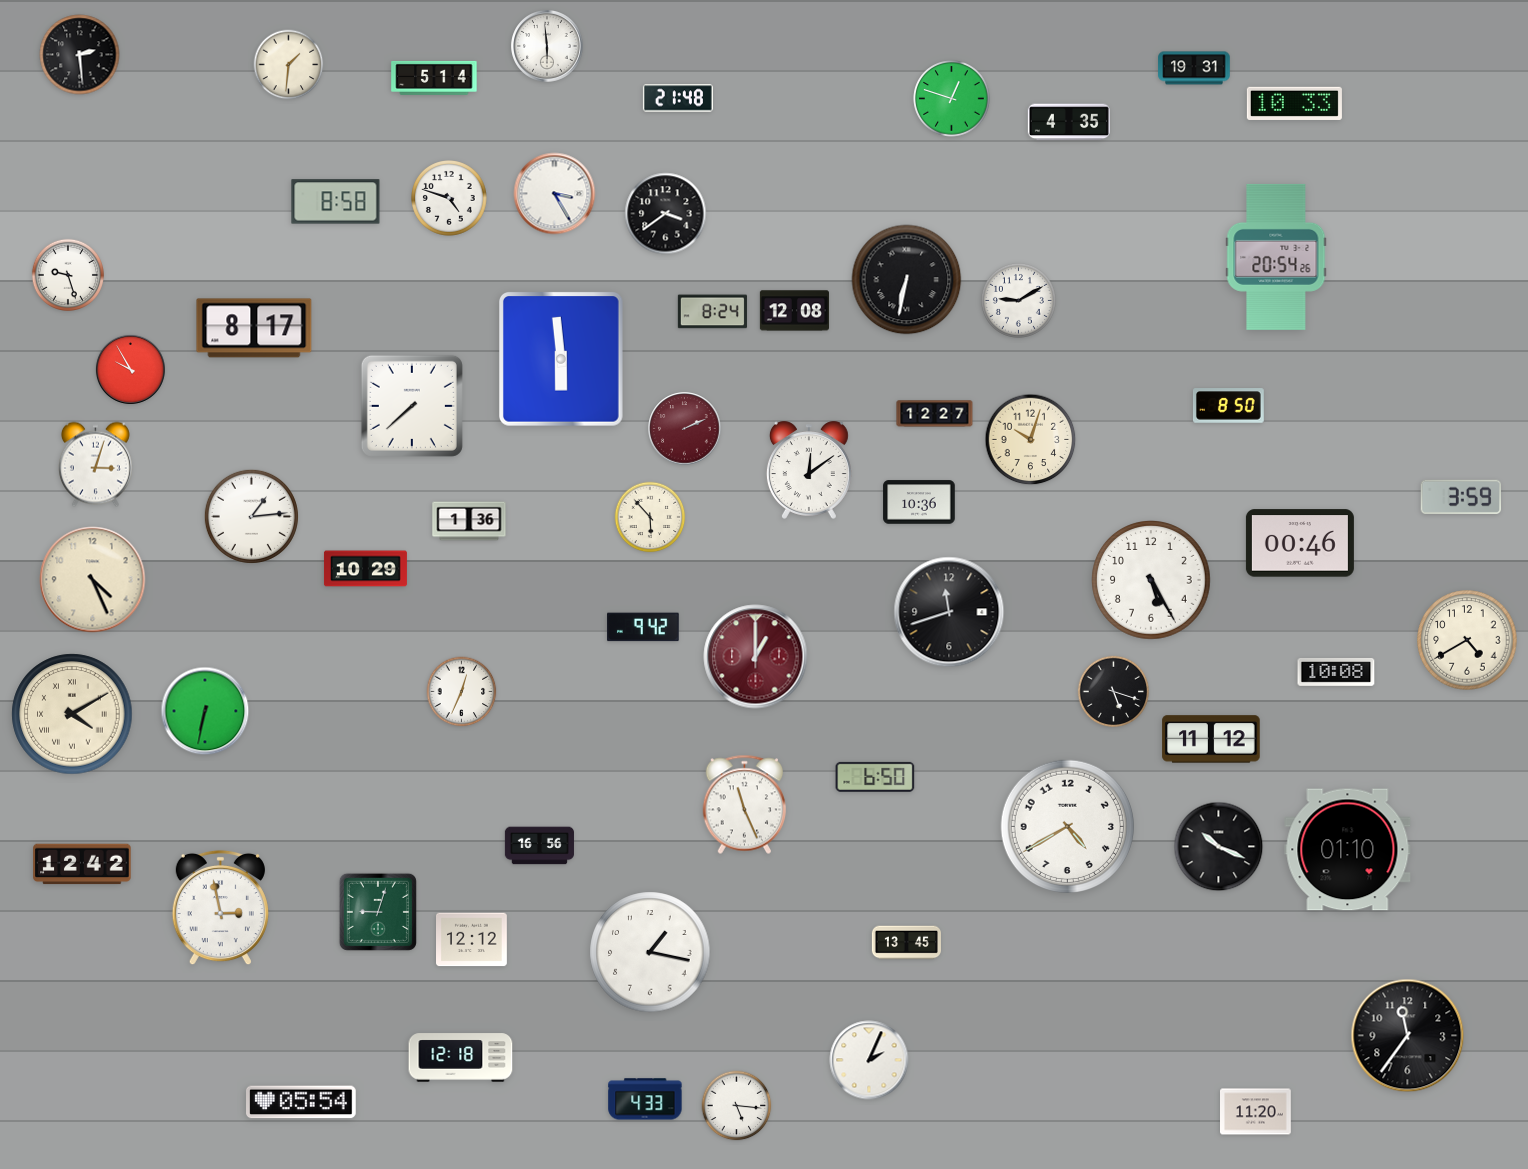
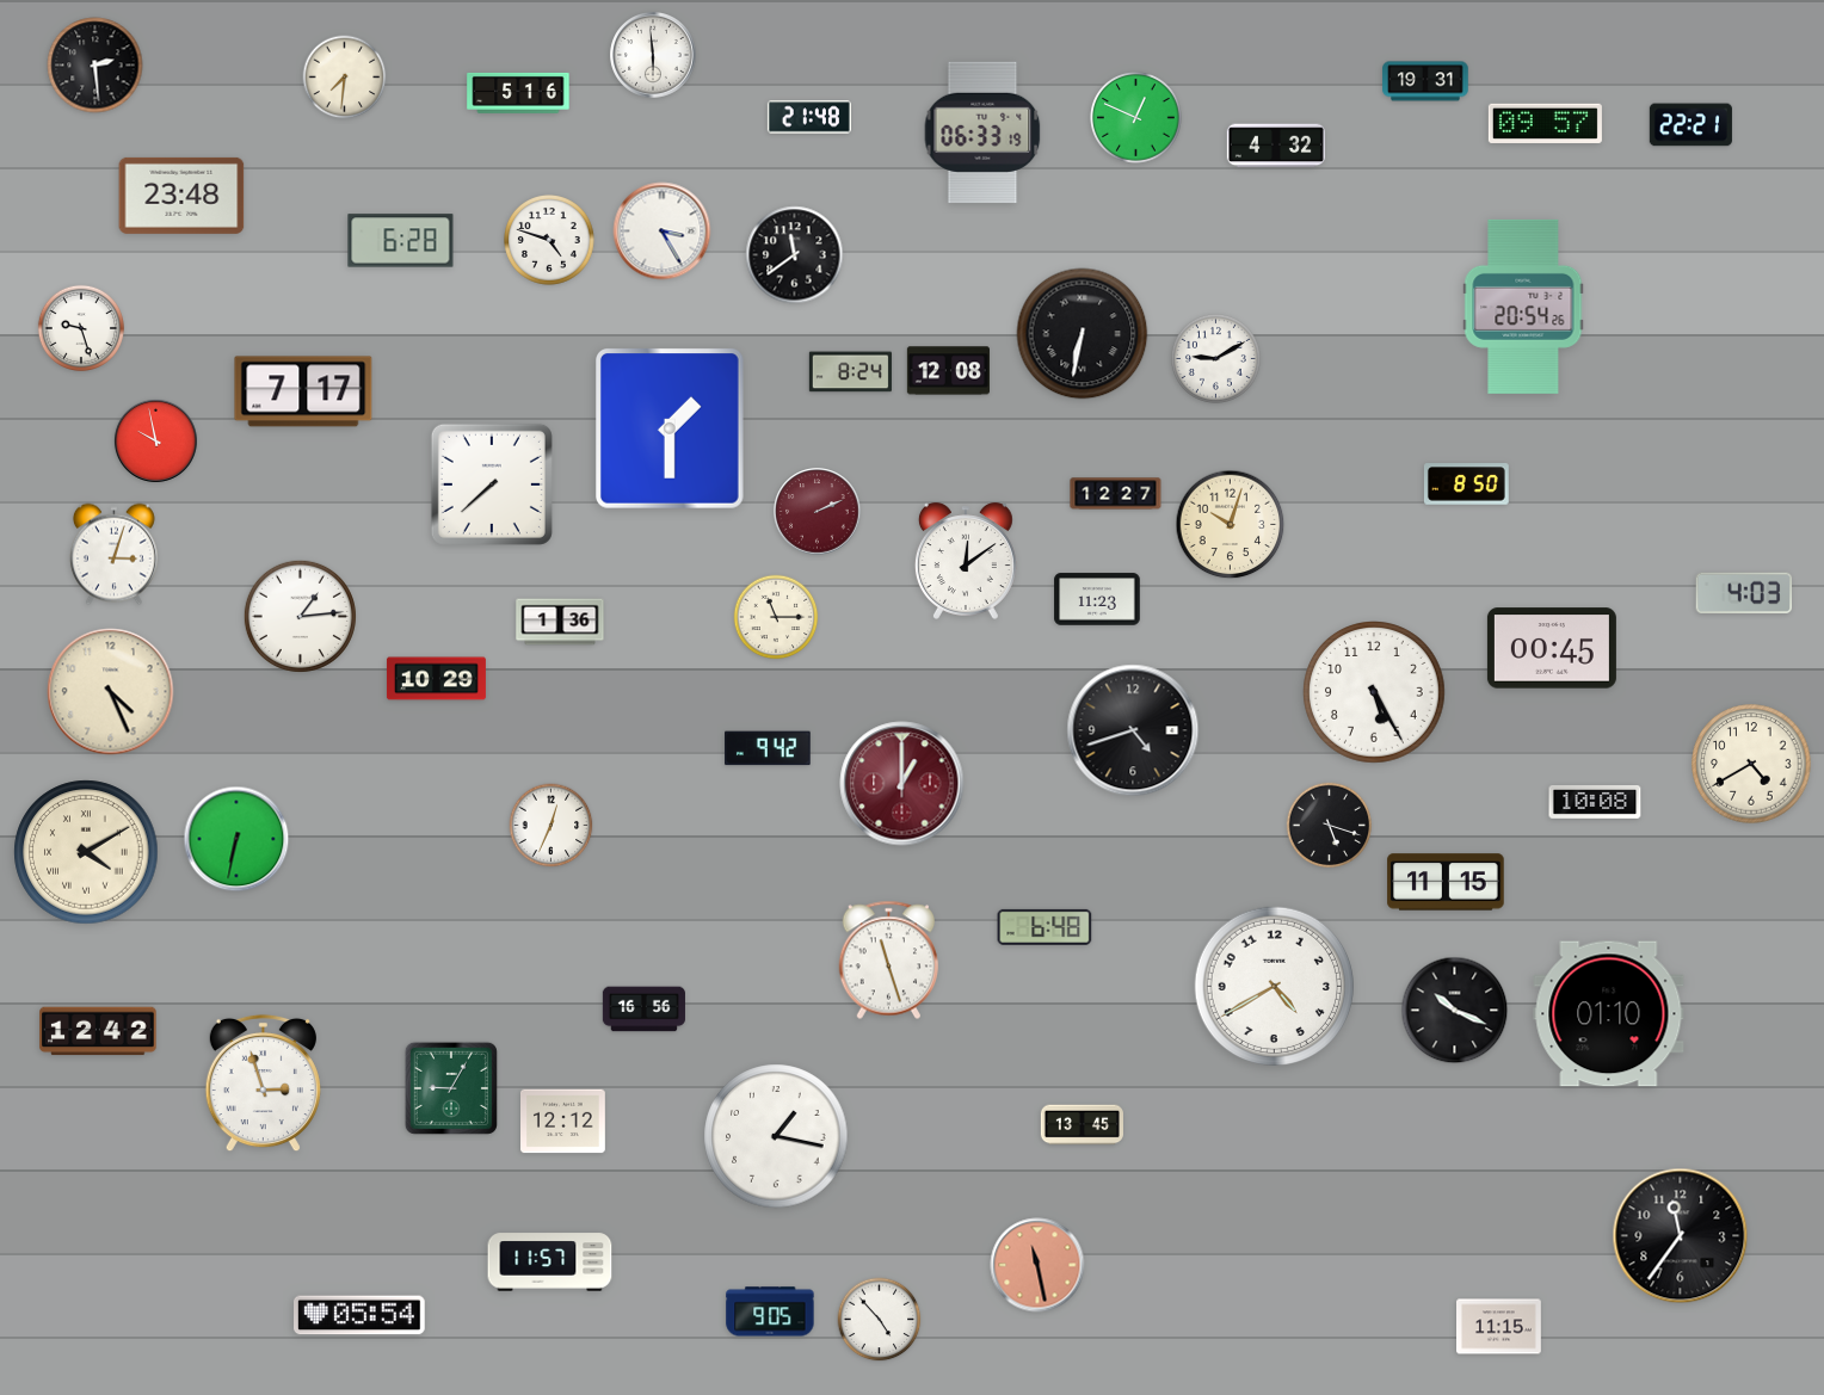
clock at (289, 65): 1:31 -> 7:31
clock at (434, 78): 5:14 -> 5:16
clock at (952, 99): 12:48 -> 12:49
clock at (1294, 103): 10:33 -> 09:57
clock at (1690, 125): none -> 22:21
clock at (982, 132): none -> 06:33
clock at (1069, 122): 4:35 -> 4:32
clock at (181, 196): none -> 23:48
clock at (450, 199) position: (450, 199) -> (550, 241)
clock at (336, 202): 8:58 -> 6:28
clock at (666, 214): 3:39 -> 11:39
clock at (254, 328): 8:17 -> 7:17
clock at (562, 360): 5:59 -> 1:30
clock at (130, 369): 9:55 -> 9:58
clock at (1461, 496): 3:59 -> 4:03
clock at (919, 502): 10:36 -> 11:23
clock at (650, 517): 5:53 -> 11:15
clock at (1300, 543): 00:46 -> 00:45
clock at (949, 612): 11:42 -> 4:42
clock at (205, 711) position: (205, 711) -> (236, 839)
clock at (1211, 739): 11:12 -> 11:15
clock at (875, 777): 6:50 -> 6:48
clock at (745, 805): 11:26 -> 11:27
clock at (220, 908): 2:58 -> 2:57
clock at (378, 912): 9:03 -> 9:05
clock at (461, 1058): 12:18 -> 11:57
clock at (869, 1060): 2:04 -> 11:28
clock at (869, 1060) dial: white -> salmon
clock at (645, 1099): 4:33 -> 9:05
clock at (737, 1106): 5:16 -> 4:53
clock at (1256, 1112): 11:20 -> 11:15
